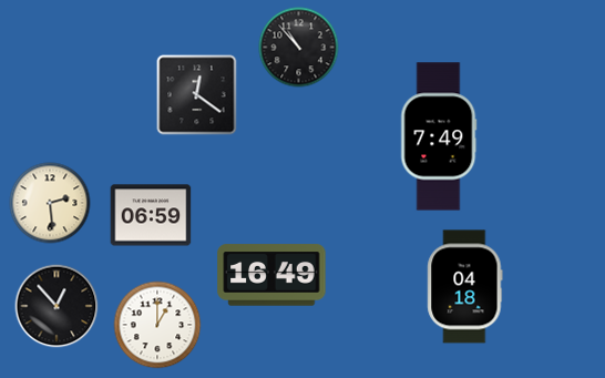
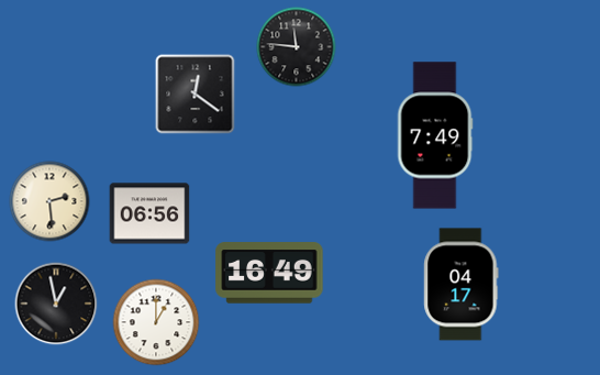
clock at (299, 48): 10:53 -> 11:46
clock at (151, 215): 06:59 -> 06:56
clock at (465, 287): 04:18 -> 04:17
clock at (57, 306): 12:53 -> 12:58
